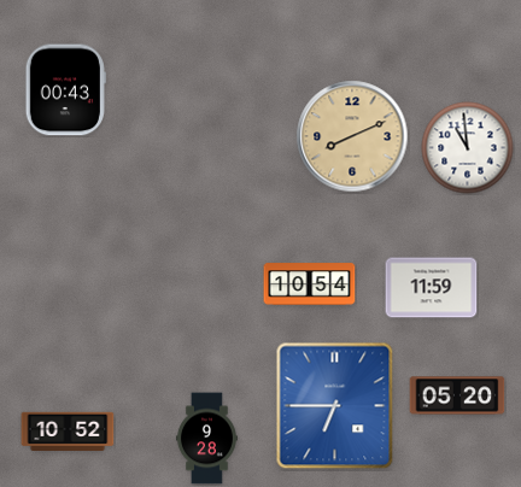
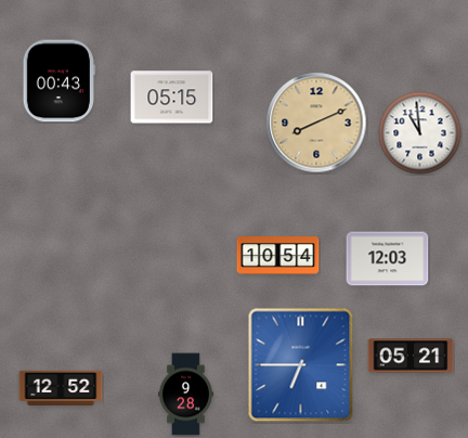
clock at (172, 98): none -> 05:15
clock at (432, 288): 11:59 -> 12:03
clock at (457, 395): 05:20 -> 05:21
clock at (68, 432): 10:52 -> 12:52
